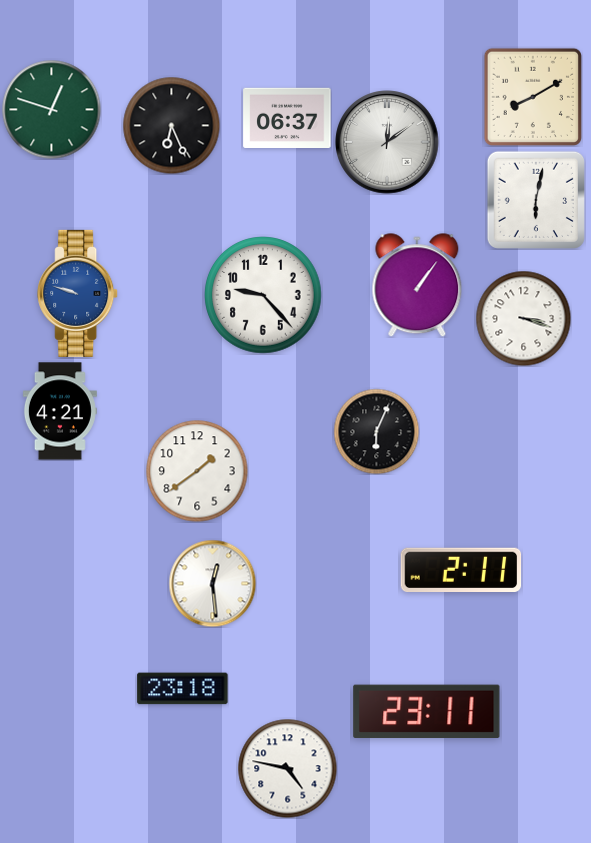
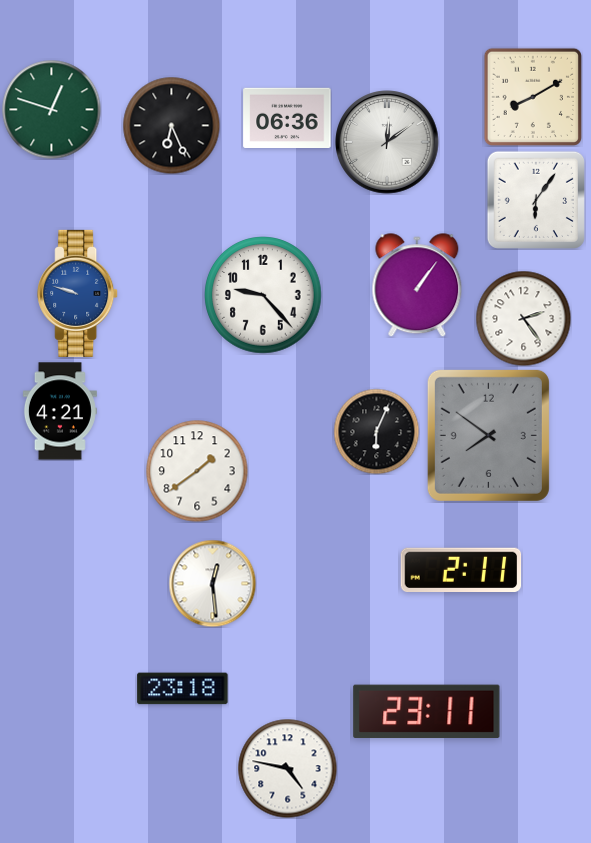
clock at (287, 117): 06:37 -> 06:36
clock at (536, 200): 6:02 -> 6:06
clock at (523, 318): 3:18 -> 2:24
clock at (488, 435): none -> 7:51
